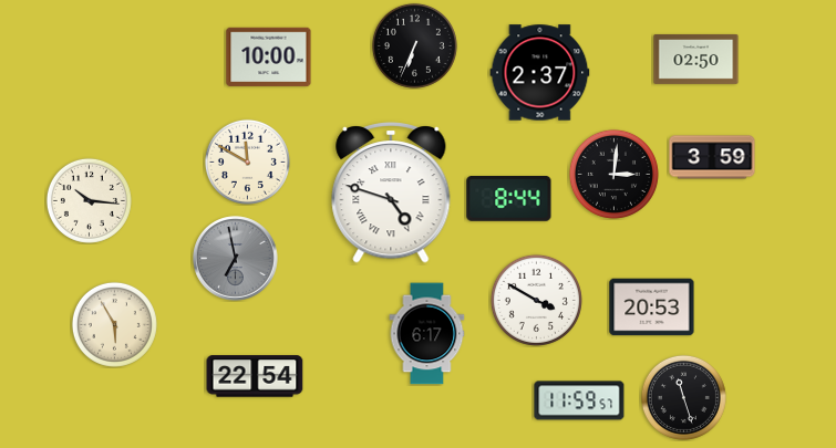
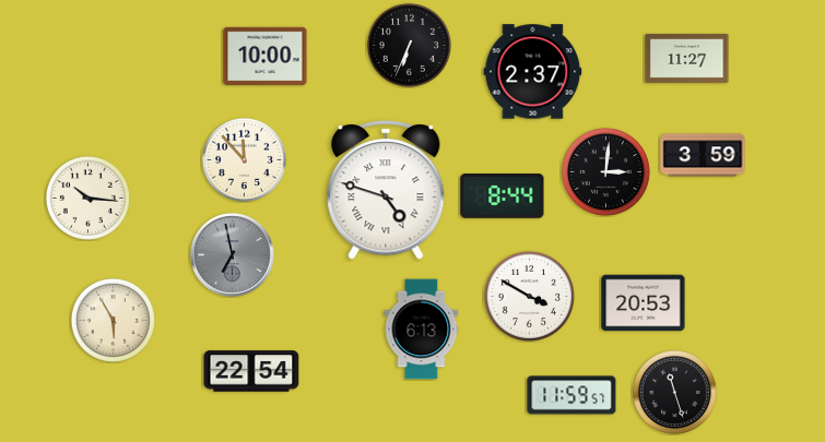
clock at (696, 59): 02:50 -> 11:27
clock at (247, 162): 11:50 -> 11:53
clock at (427, 334): 6:17 -> 6:13
